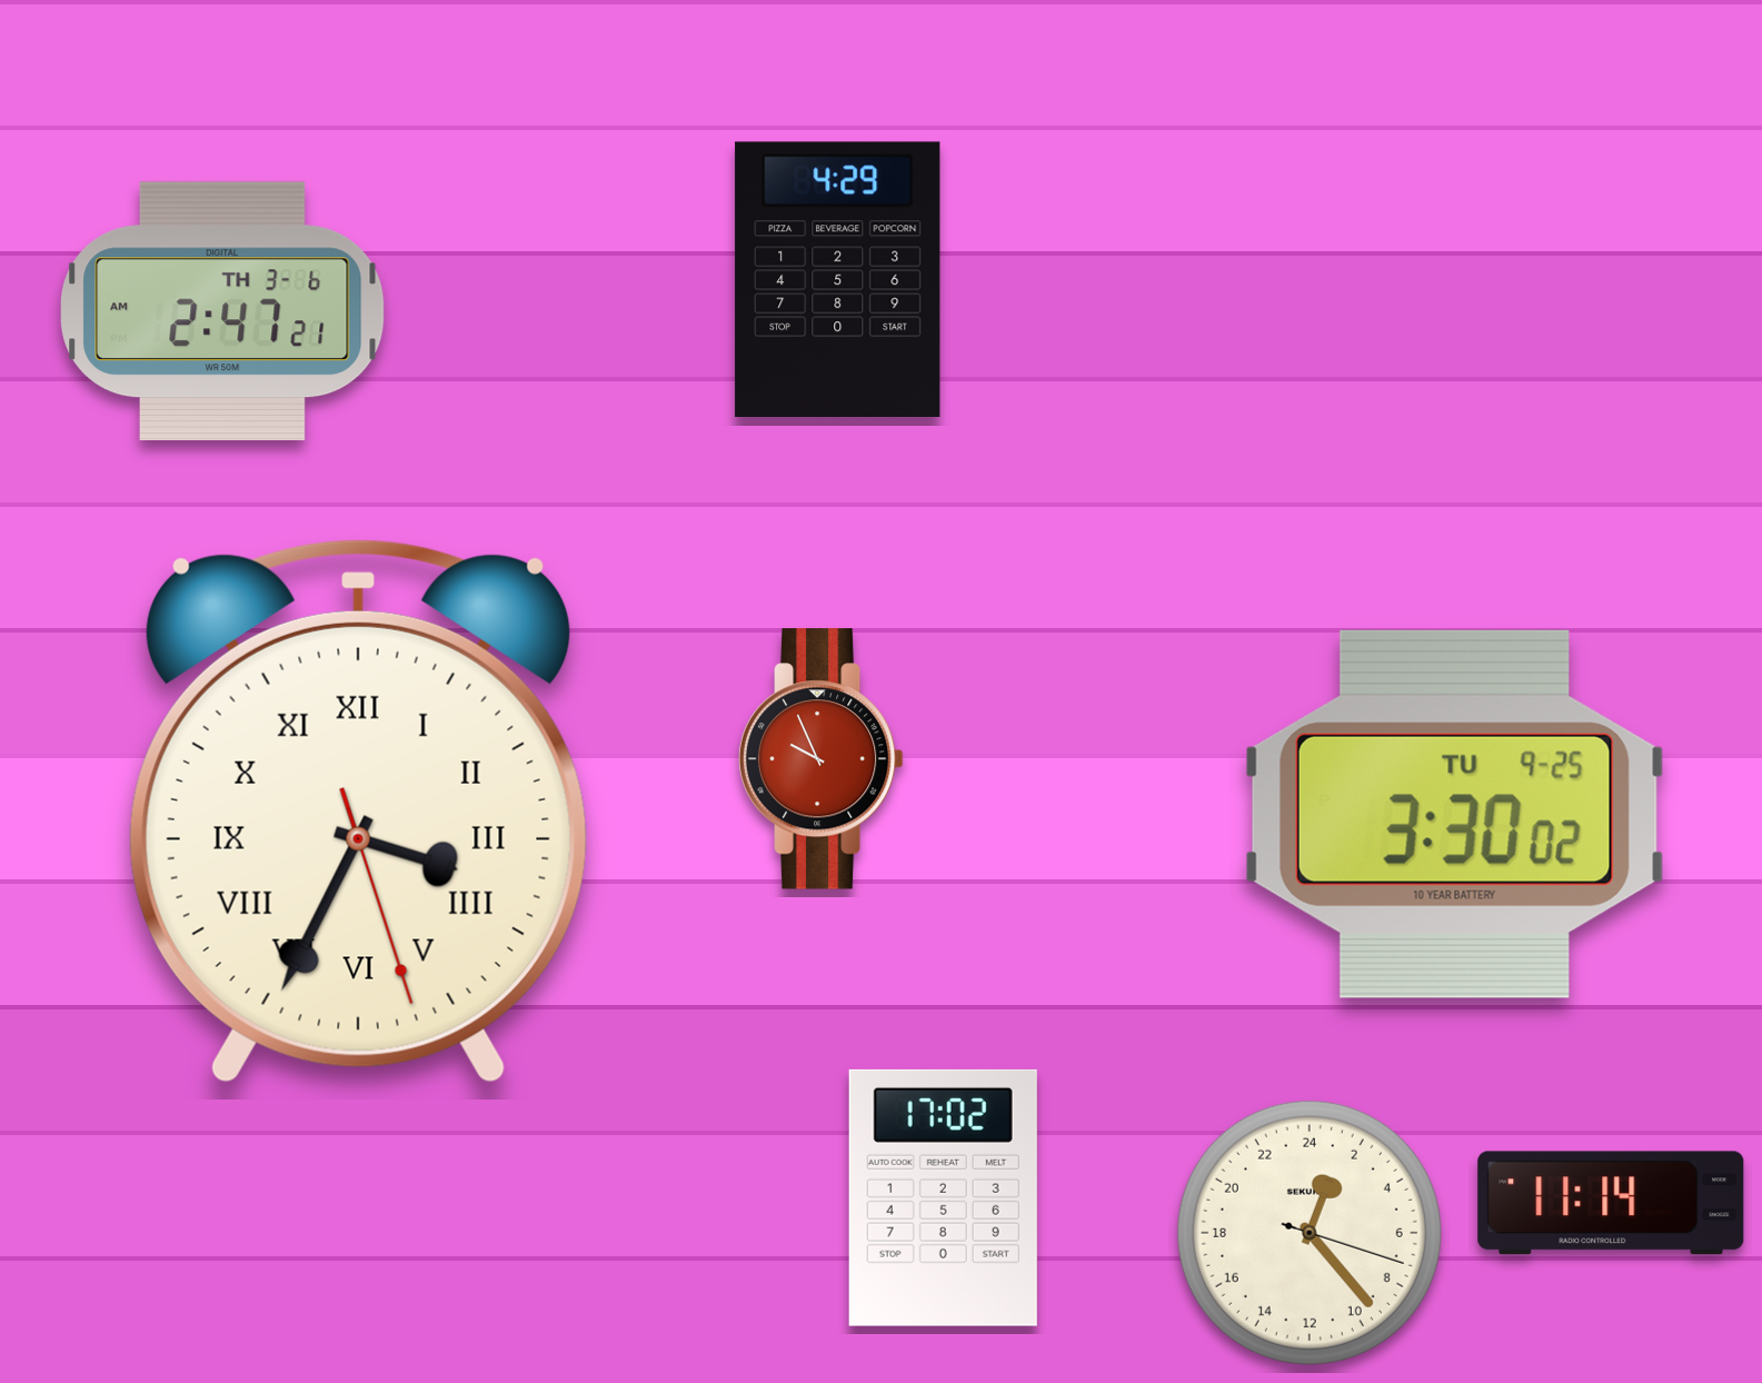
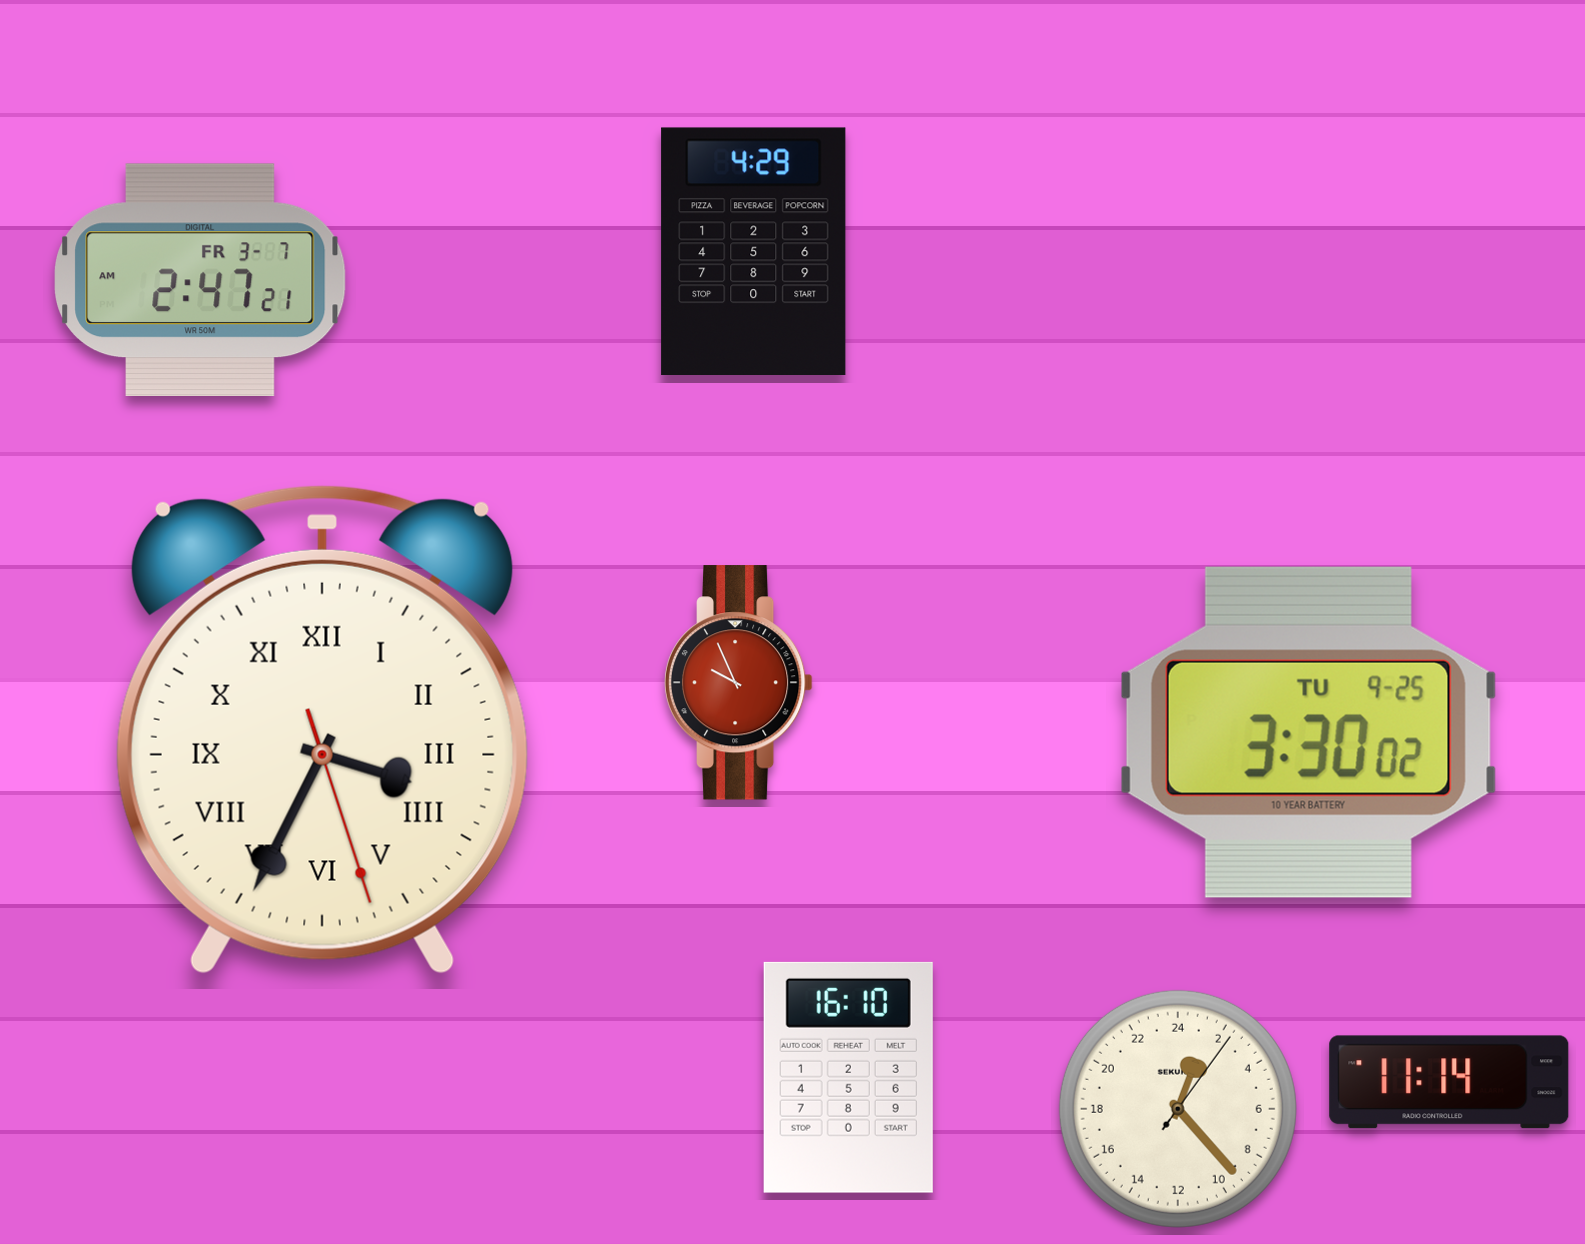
clock at (222, 310) date: TH 3-6 -> FR 3-7
clock at (943, 1197): 17:02 -> 16:10
clock at (1310, 1233): 1:23:18 -> 1:23:06
